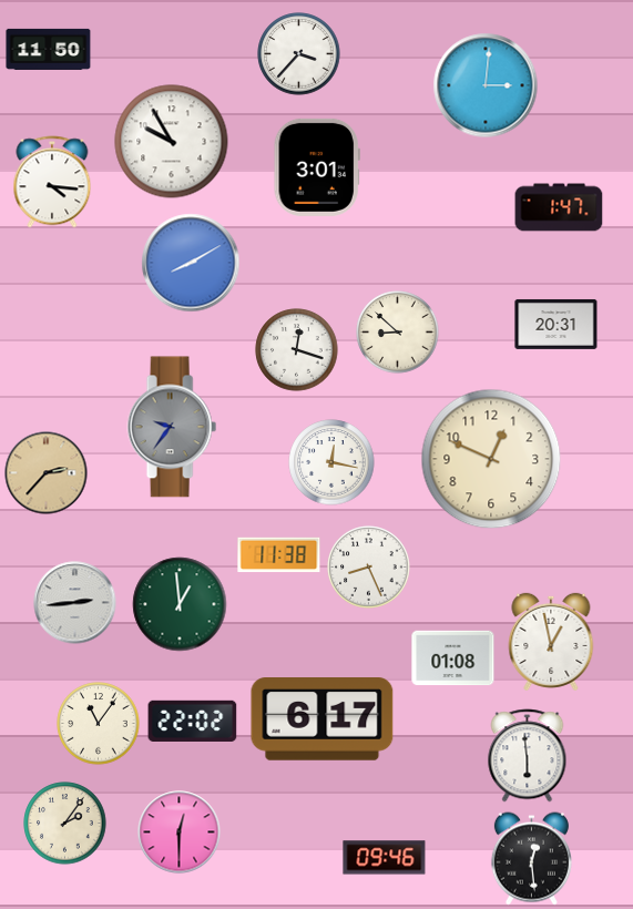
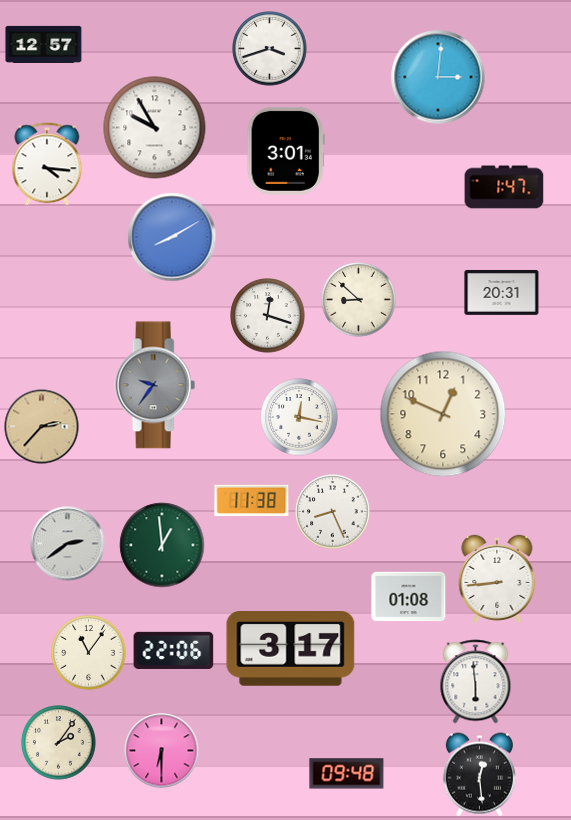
clock at (49, 49): 11:50 -> 12:57
clock at (299, 54): 3:37 -> 3:42
clock at (75, 603): 2:44 -> 2:39
clock at (551, 642): 12:58 -> 8:44
clock at (453, 658) position: (453, 658) -> (409, 597)
clock at (323, 719): 6:17 -> 3:17
clock at (193, 721): 22:02 -> 22:06
clock at (180, 833): 12:30 -> 6:30
clock at (385, 858): 09:46 -> 09:48
